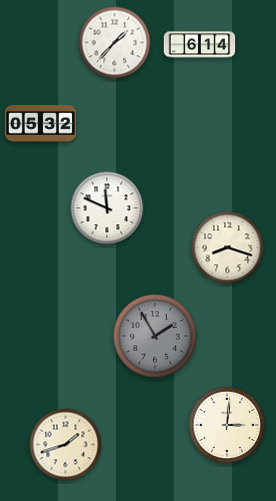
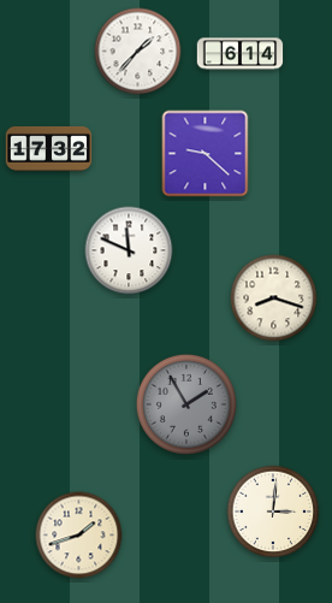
clock at (41, 123): 05:32 -> 17:32
clock at (206, 154): none -> 9:22
